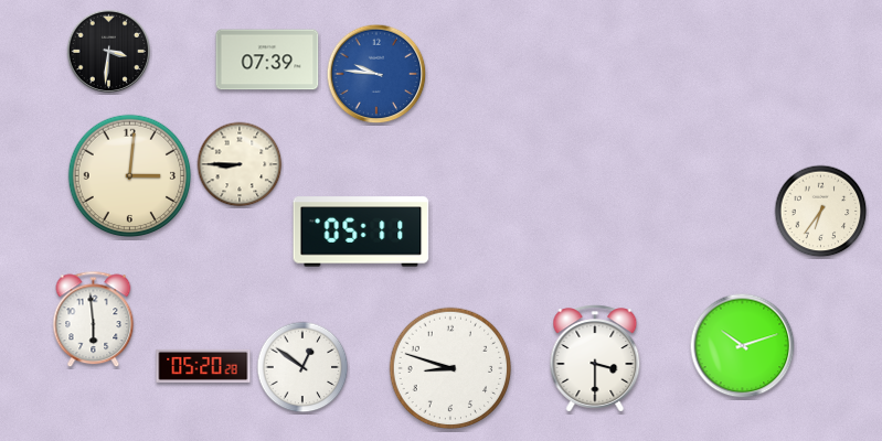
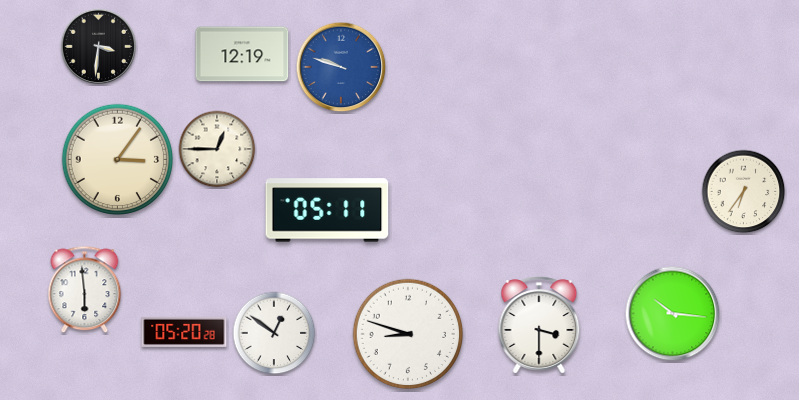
clock at (267, 60): 07:39 -> 12:19
clock at (376, 74): 9:46 -> 9:48
clock at (240, 164): 8:45 -> 12:45
clock at (130, 176): 3:01 -> 3:06
clock at (743, 346): 10:12 -> 10:16
